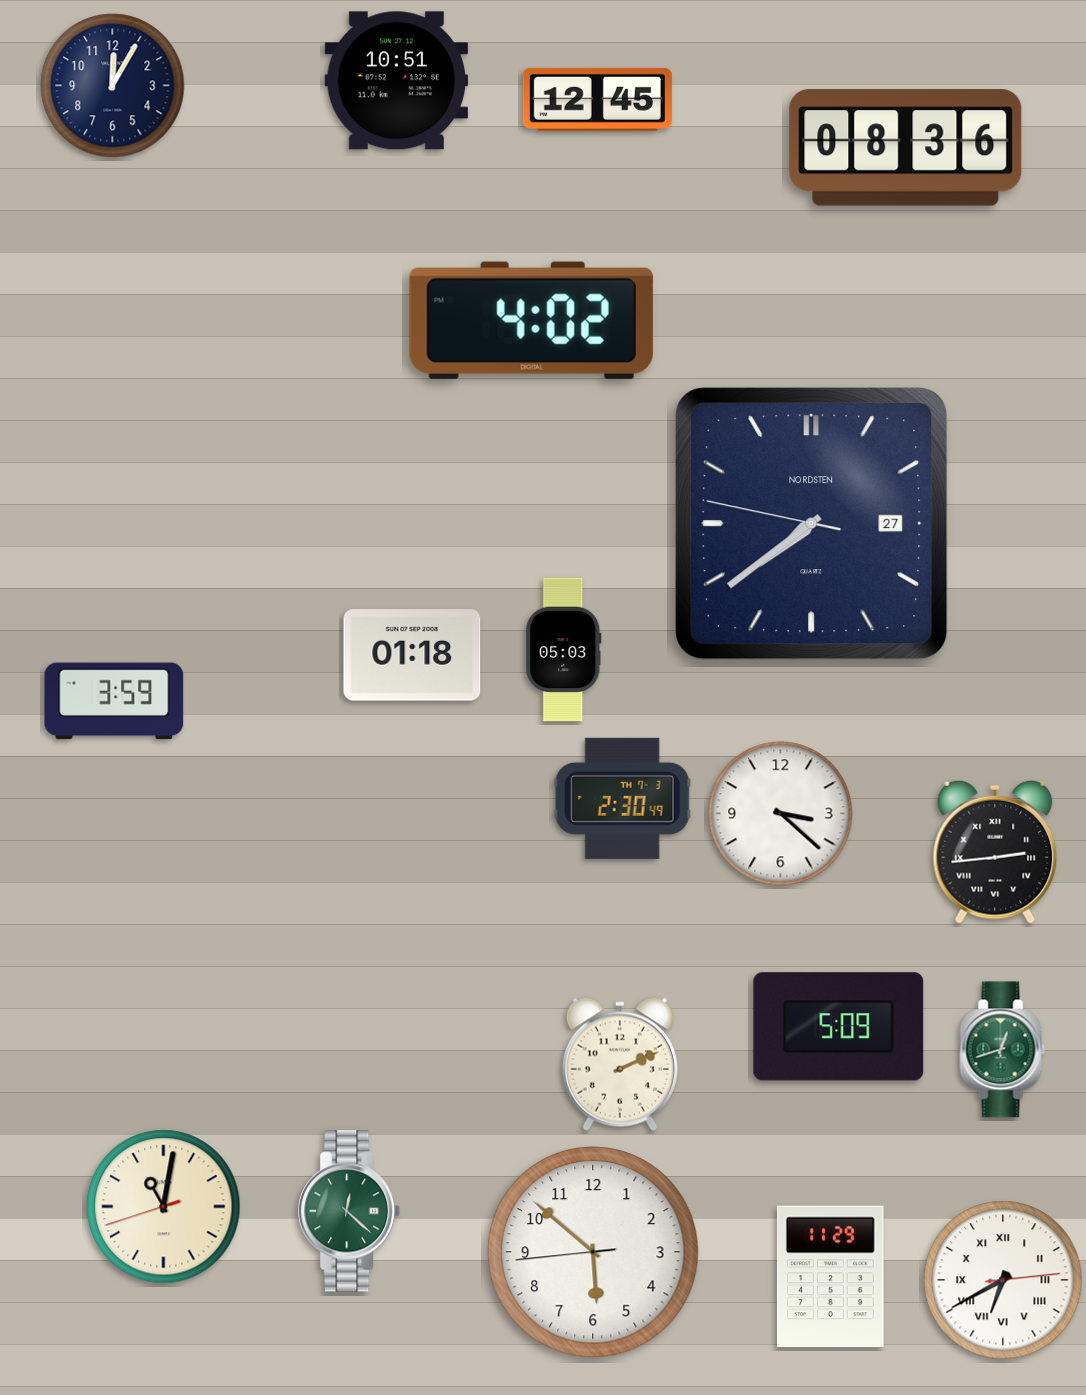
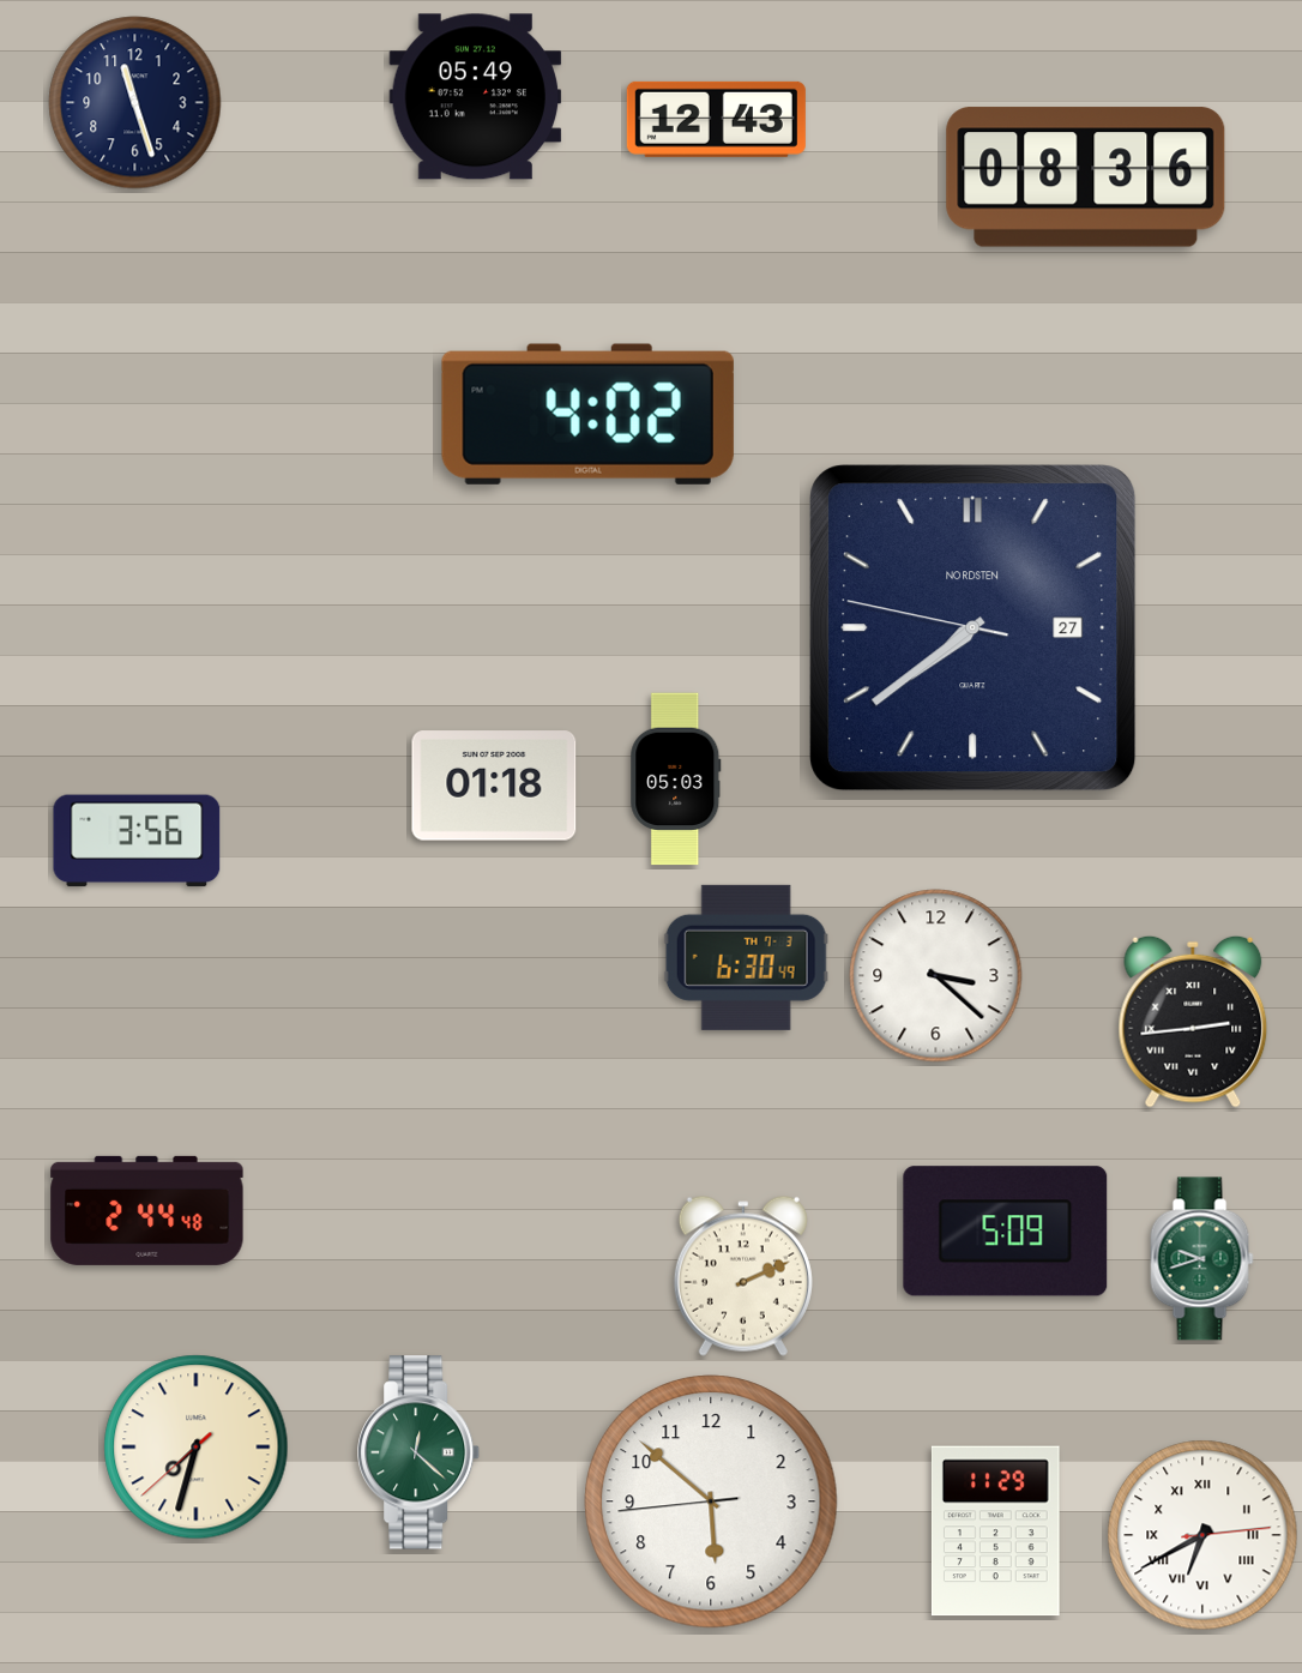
clock at (397, 81): 10:51 -> 05:49
clock at (113, 86): 12:05 -> 11:27
clock at (597, 99): 12:45 -> 12:43
clock at (531, 320) position: (531, 320) -> (587, 414)
clock at (114, 701): 3:59 -> 3:56
clock at (622, 798): 2:30 -> 6:30
clock at (147, 1210): none -> 2:44
clock at (1003, 1050): 12:42 -> 9:42
clock at (164, 1207): 11:01 -> 7:32
